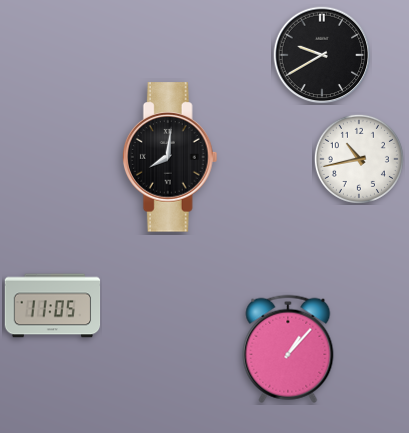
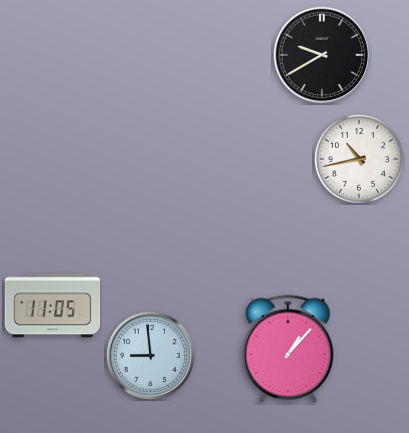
clock at (170, 157): 8:01 -> none
clock at (150, 355): none -> 8:59
